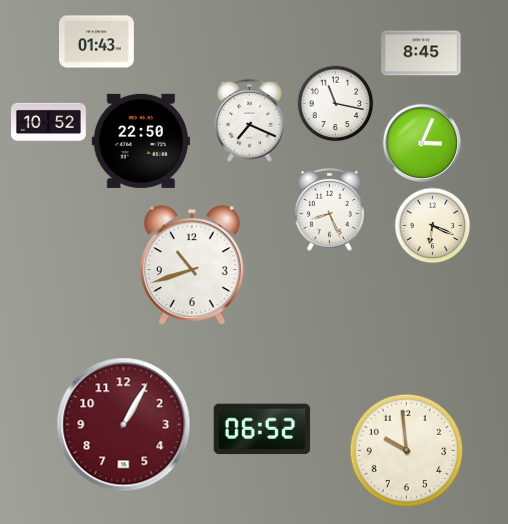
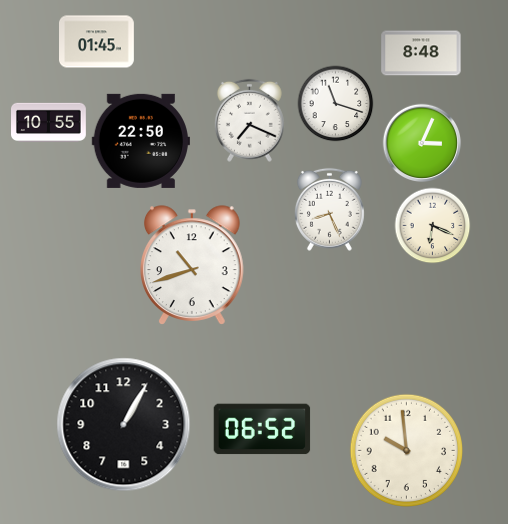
clock at (97, 42): 01:43 -> 01:45
clock at (421, 53): 8:45 -> 8:48
clock at (336, 104): 11:17 -> 11:18
clock at (49, 122): 10:52 -> 10:55
clock at (124, 425) dial: burgundy -> black
